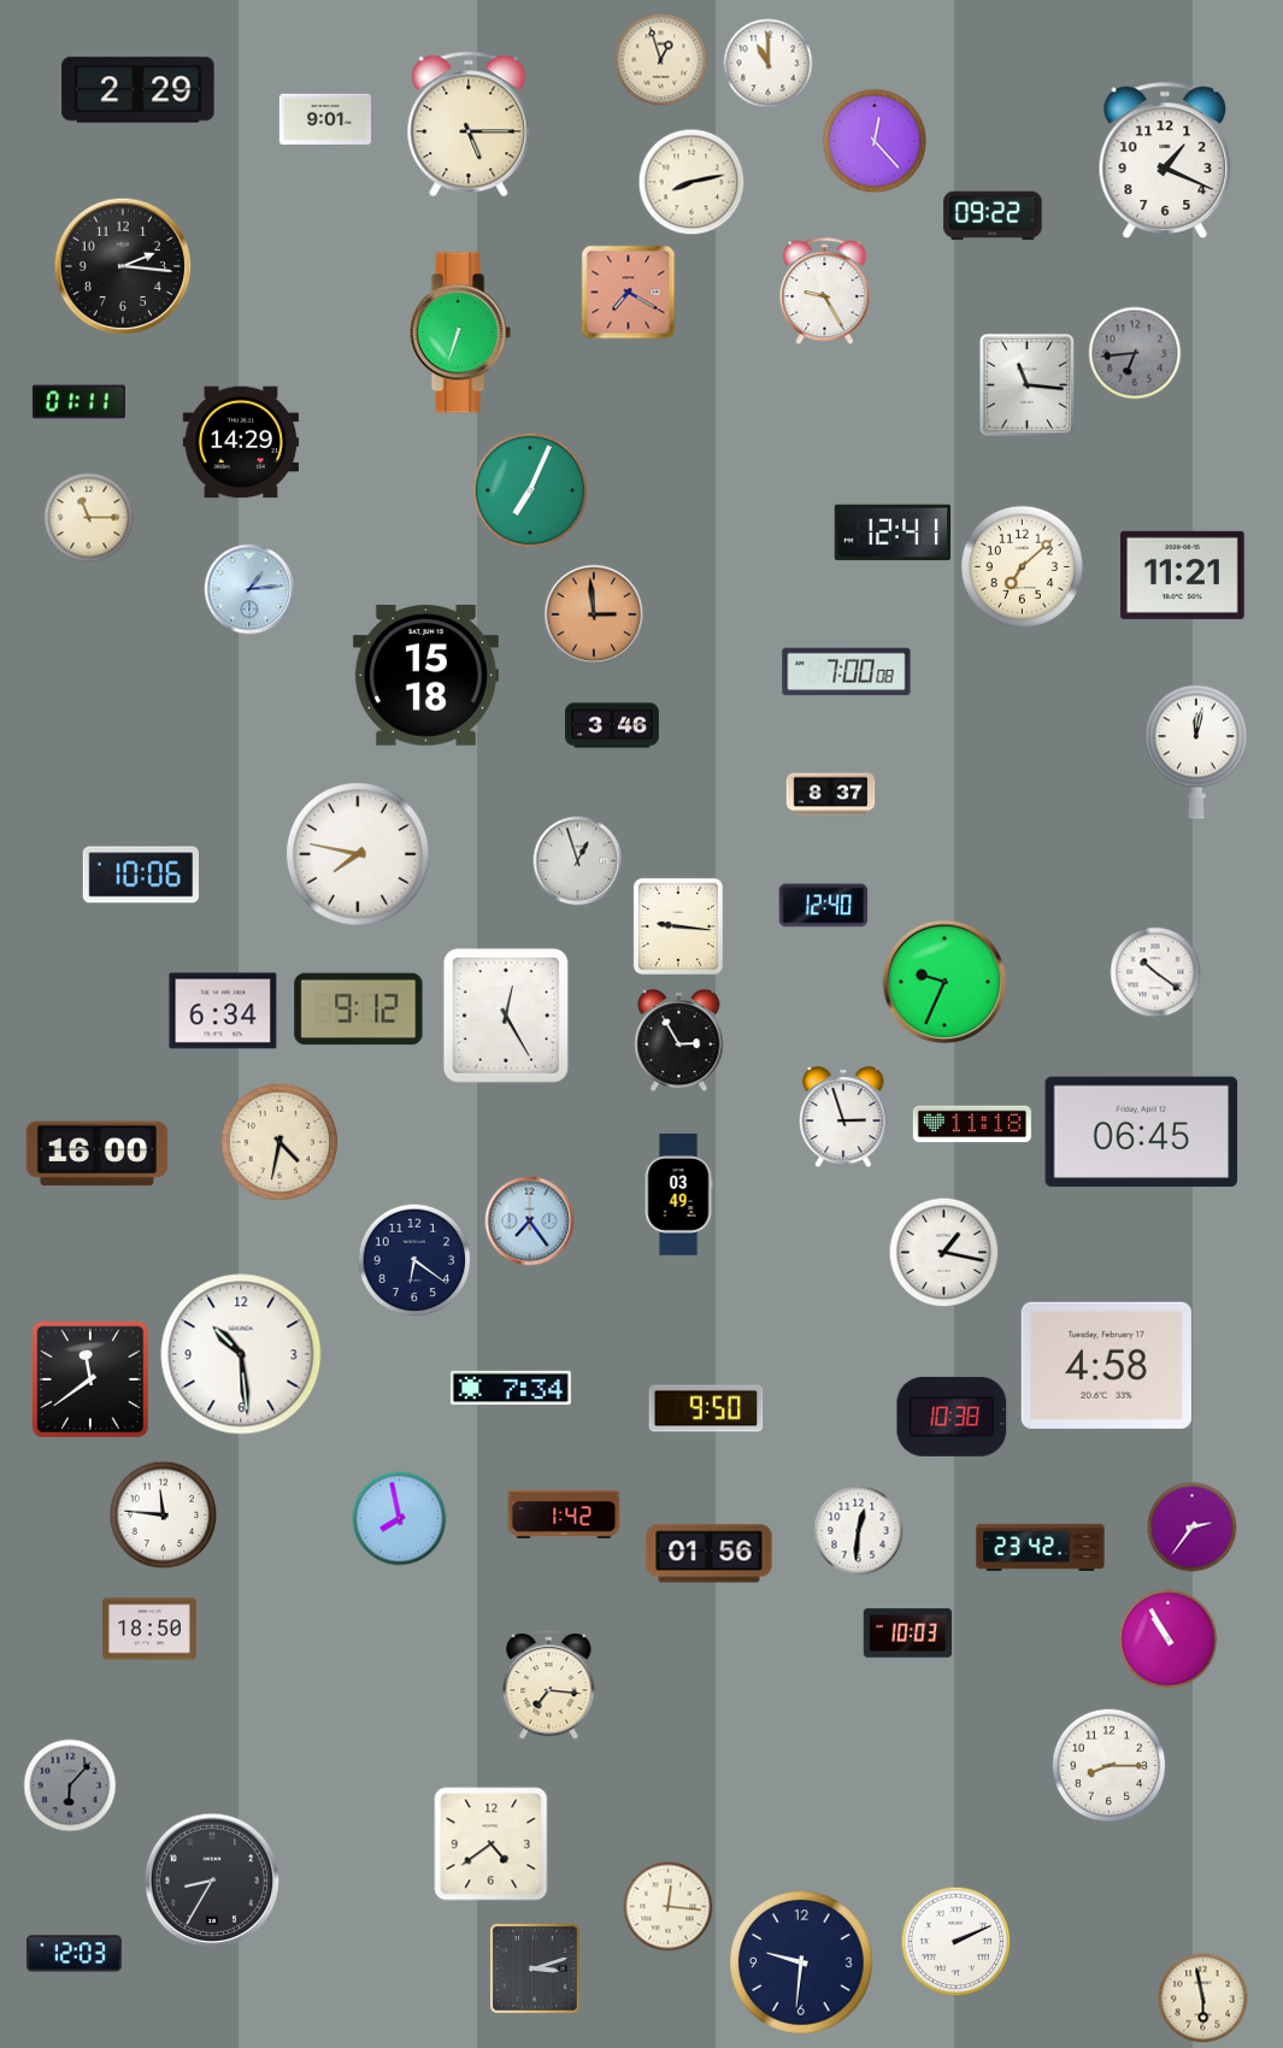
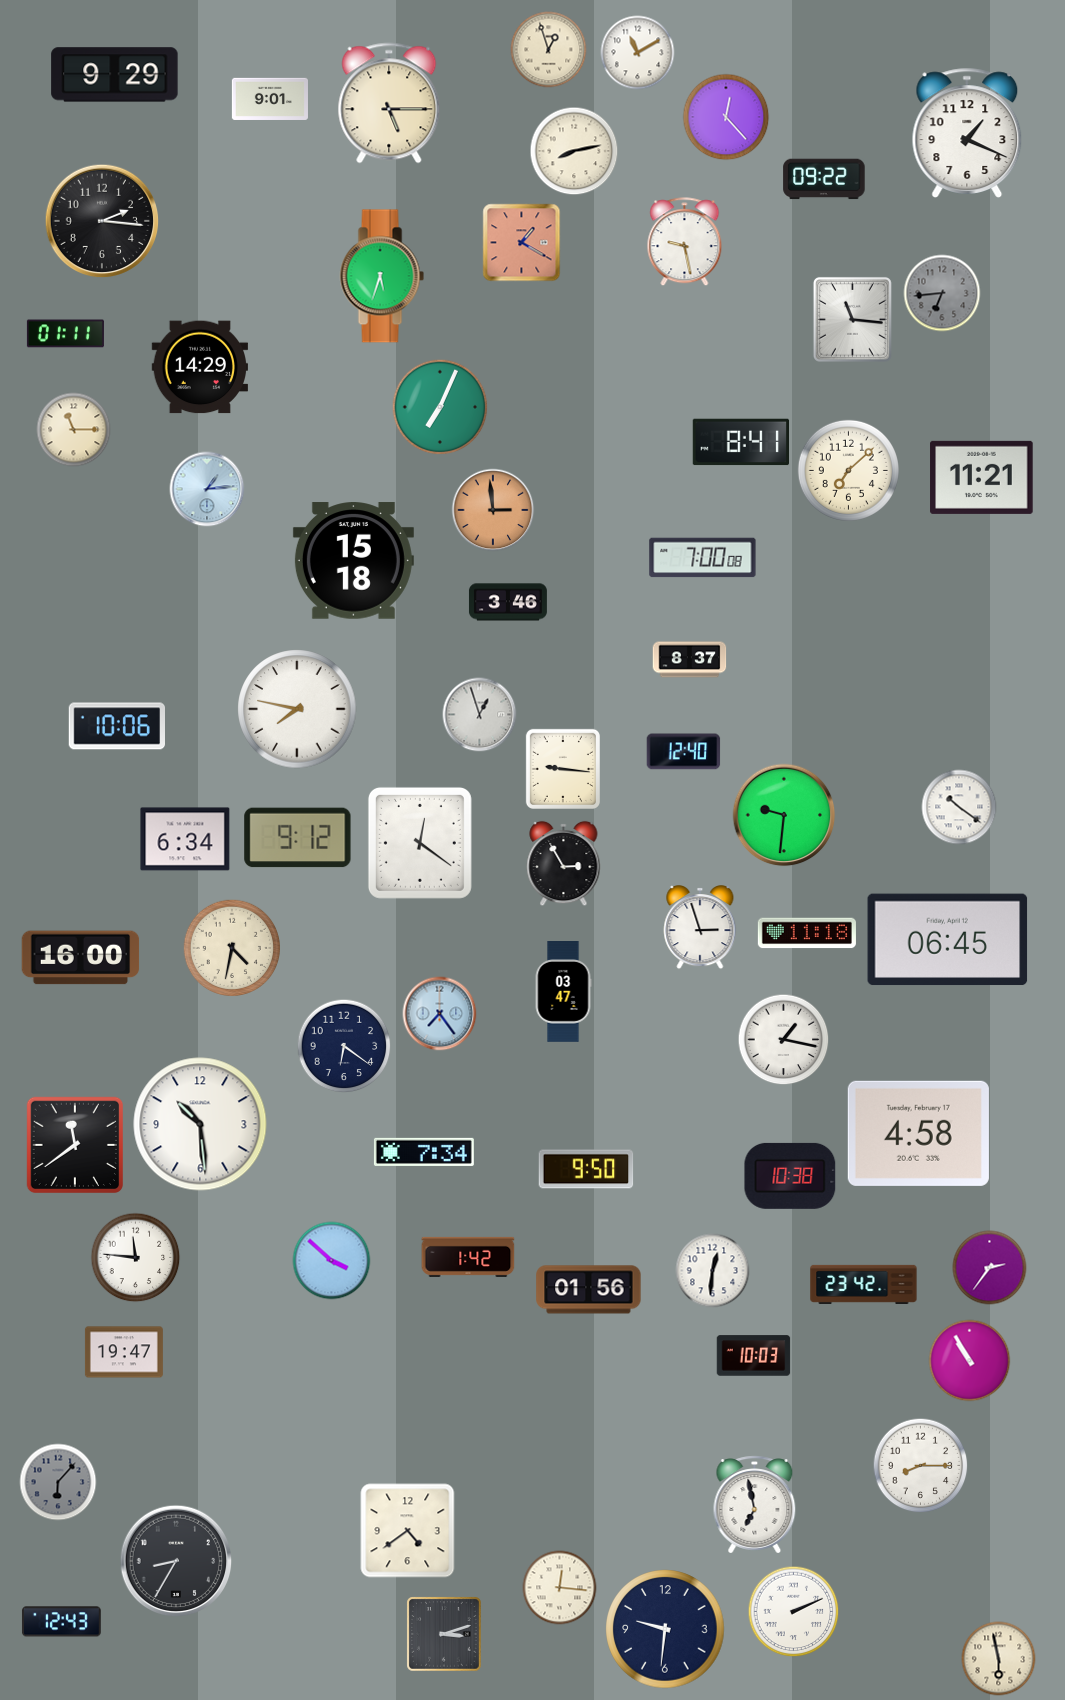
clock at (769, 64): 11:00 -> 11:10
clock at (139, 90): 2:29 -> 9:29
clock at (825, 292): 9:25 -> 9:28
clock at (629, 293): 7:20 -> 1:20
clock at (460, 332): 6:33 -> 5:33
clock at (891, 532): 12:41 -> 8:41
clock at (1196, 752): 12:02 -> none
clock at (944, 982): 9:34 -> 9:31
clock at (506, 1016): 12:25 -> 12:21
clock at (678, 1195): 03:49 -> 03:47
clock at (400, 1519): 7:58 -> 3:52
clock at (149, 1629): 18:50 -> 19:47
clock at (549, 1685): 7:16 -> none
clock at (755, 1505): none -> 6:58
clock at (669, 1907) position: (669, 1907) -> (560, 1588)
clock at (73, 1954): 12:03 -> 12:43
